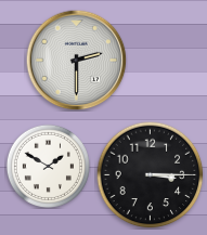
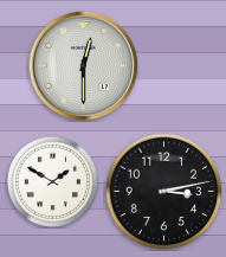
clock at (76, 60): 2:30 -> 12:30
clock at (151, 175): 3:15 -> 3:13
